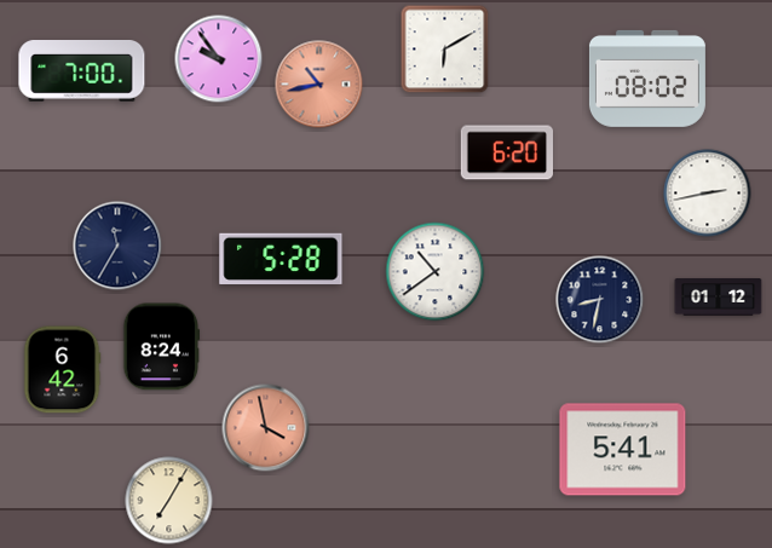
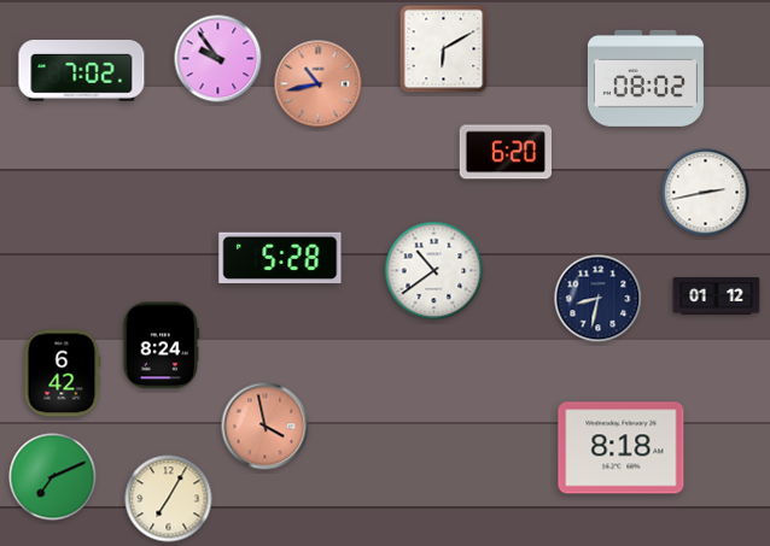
clock at (82, 71): 7:00 -> 7:02
clock at (117, 246): 11:35 -> none
clock at (62, 370) position: (62, 370) -> (62, 374)
clock at (623, 450): 5:41 -> 8:18
clock at (53, 477): none -> 7:11
